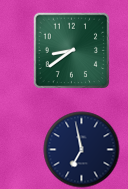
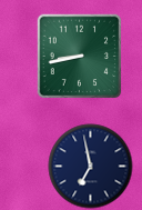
clock at (71, 50): 8:39 -> 8:43
